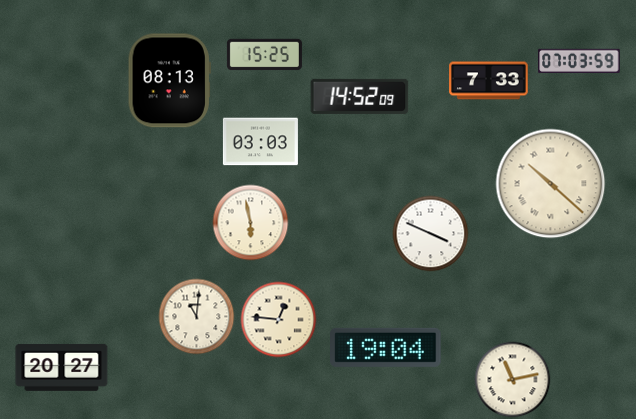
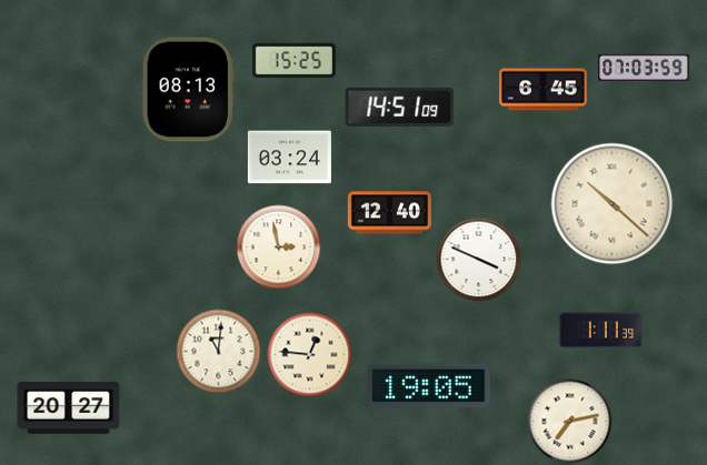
clock at (489, 81): 7:33 -> 6:45
clock at (360, 96): 14:52 -> 14:51
clock at (260, 142): 03:03 -> 03:24
clock at (389, 213): none -> 12:40
clock at (251, 223): 5:58 -> 2:58
clock at (600, 331): none -> 1:11
clock at (386, 347): 19:04 -> 19:05
clock at (513, 380): 11:13 -> 7:13
